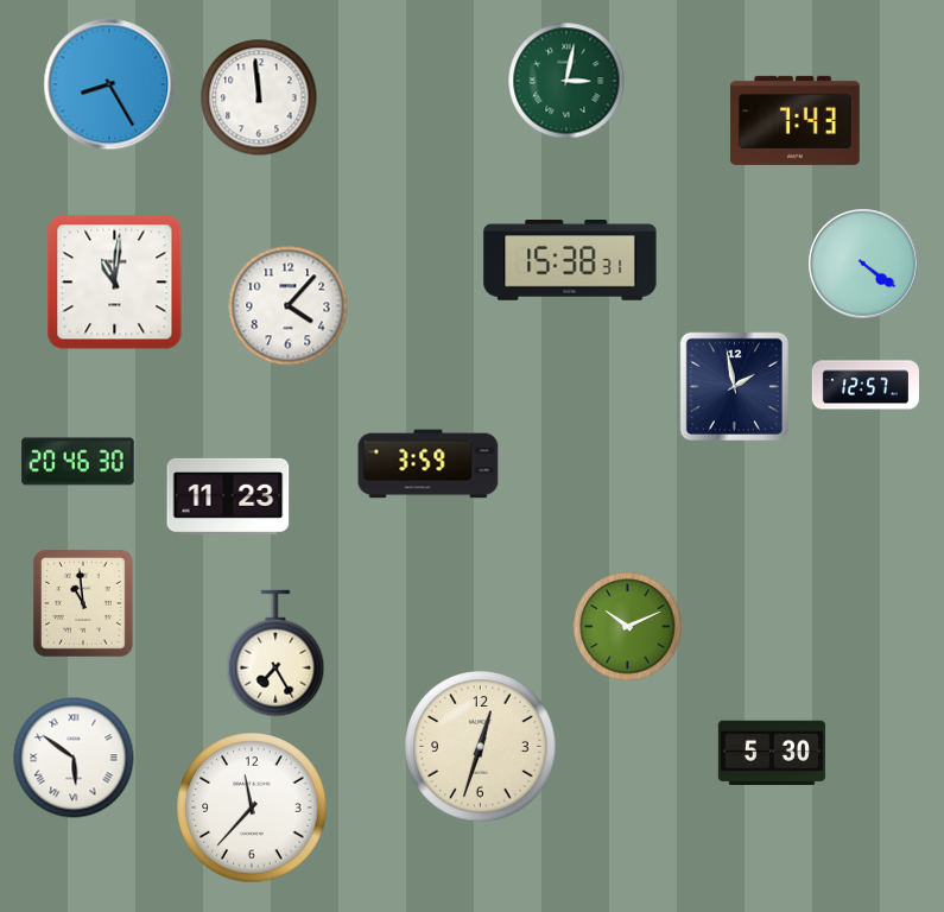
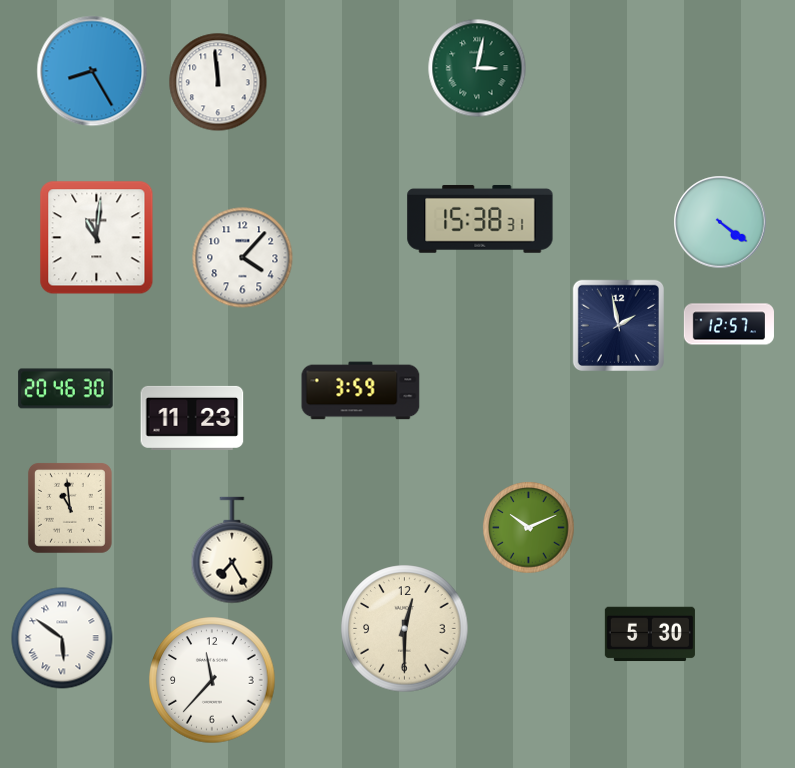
clock at (794, 120): 7:43 -> none
clock at (863, 264) position: (863, 264) -> (720, 222)
clock at (481, 747): 12:33 -> 12:30
